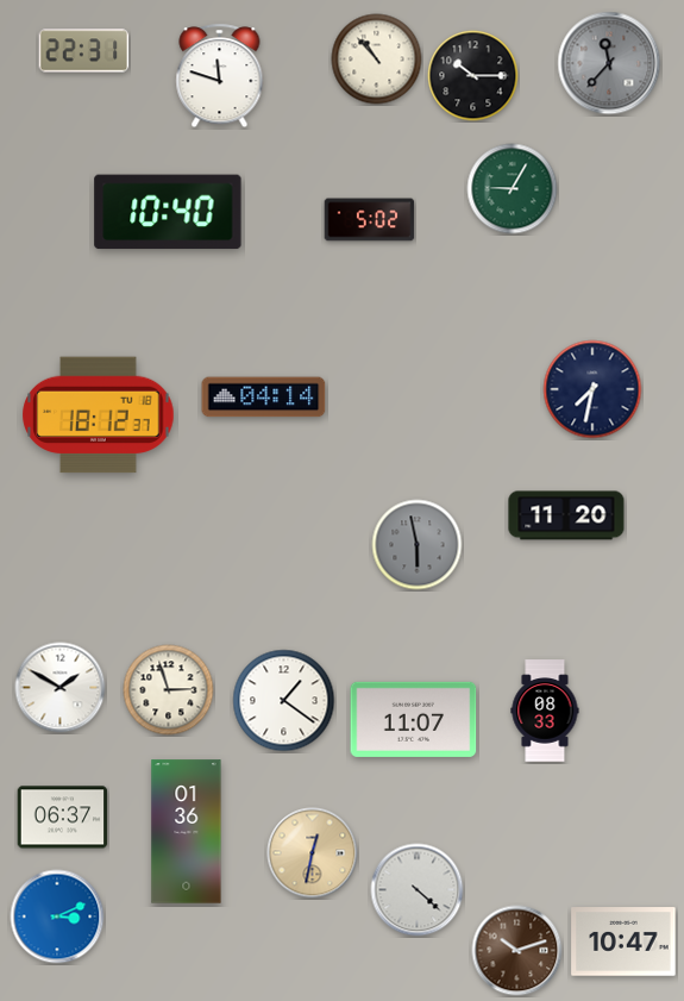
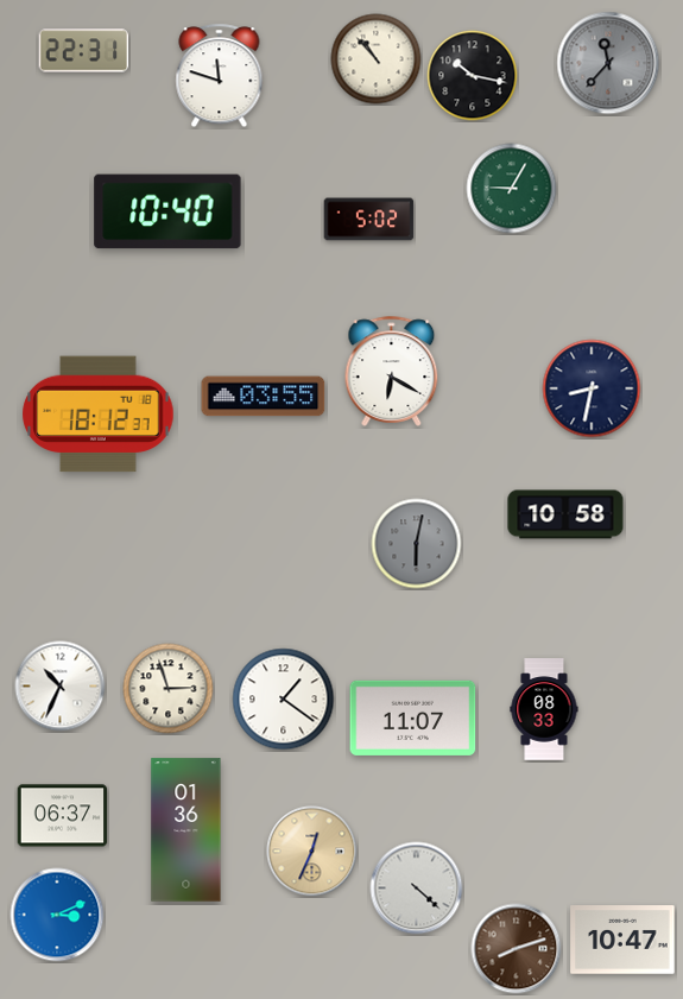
clock at (473, 76): 10:15 -> 10:17
clock at (392, 371): none -> 6:20
clock at (592, 389): 7:32 -> 8:32
clock at (264, 398): 04:14 -> 03:55
clock at (566, 515): 11:20 -> 10:58
clock at (418, 545): 5:58 -> 6:02
clock at (61, 688): 1:50 -> 10:34
clock at (313, 853): 12:32 -> 12:34
clock at (517, 951): 10:12 -> 8:12
